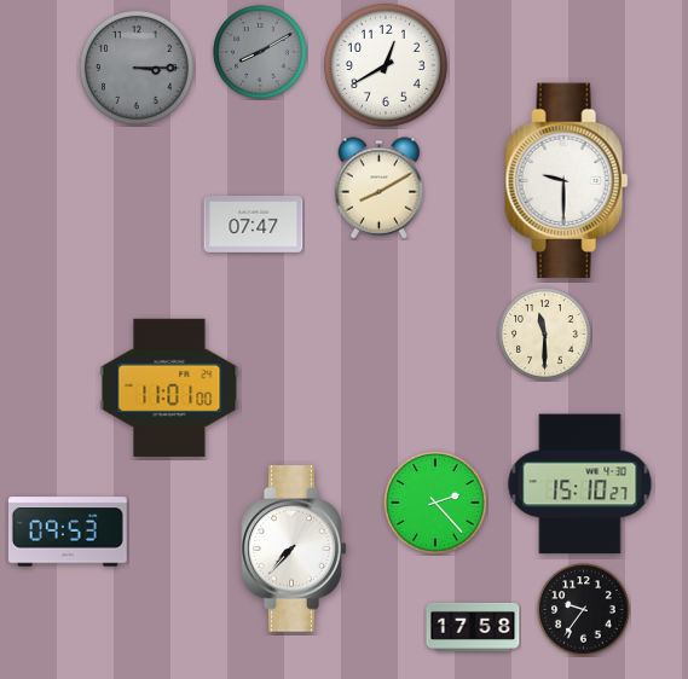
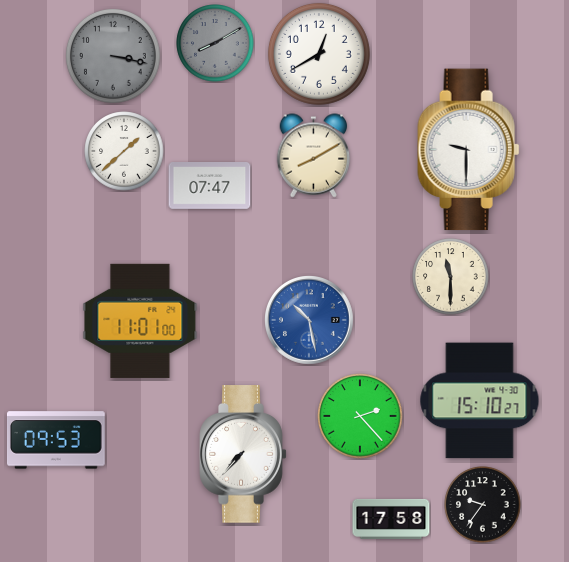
clock at (137, 68): 3:15 -> 3:17
clock at (124, 151): none -> 1:38
clock at (310, 321): none -> 10:28
